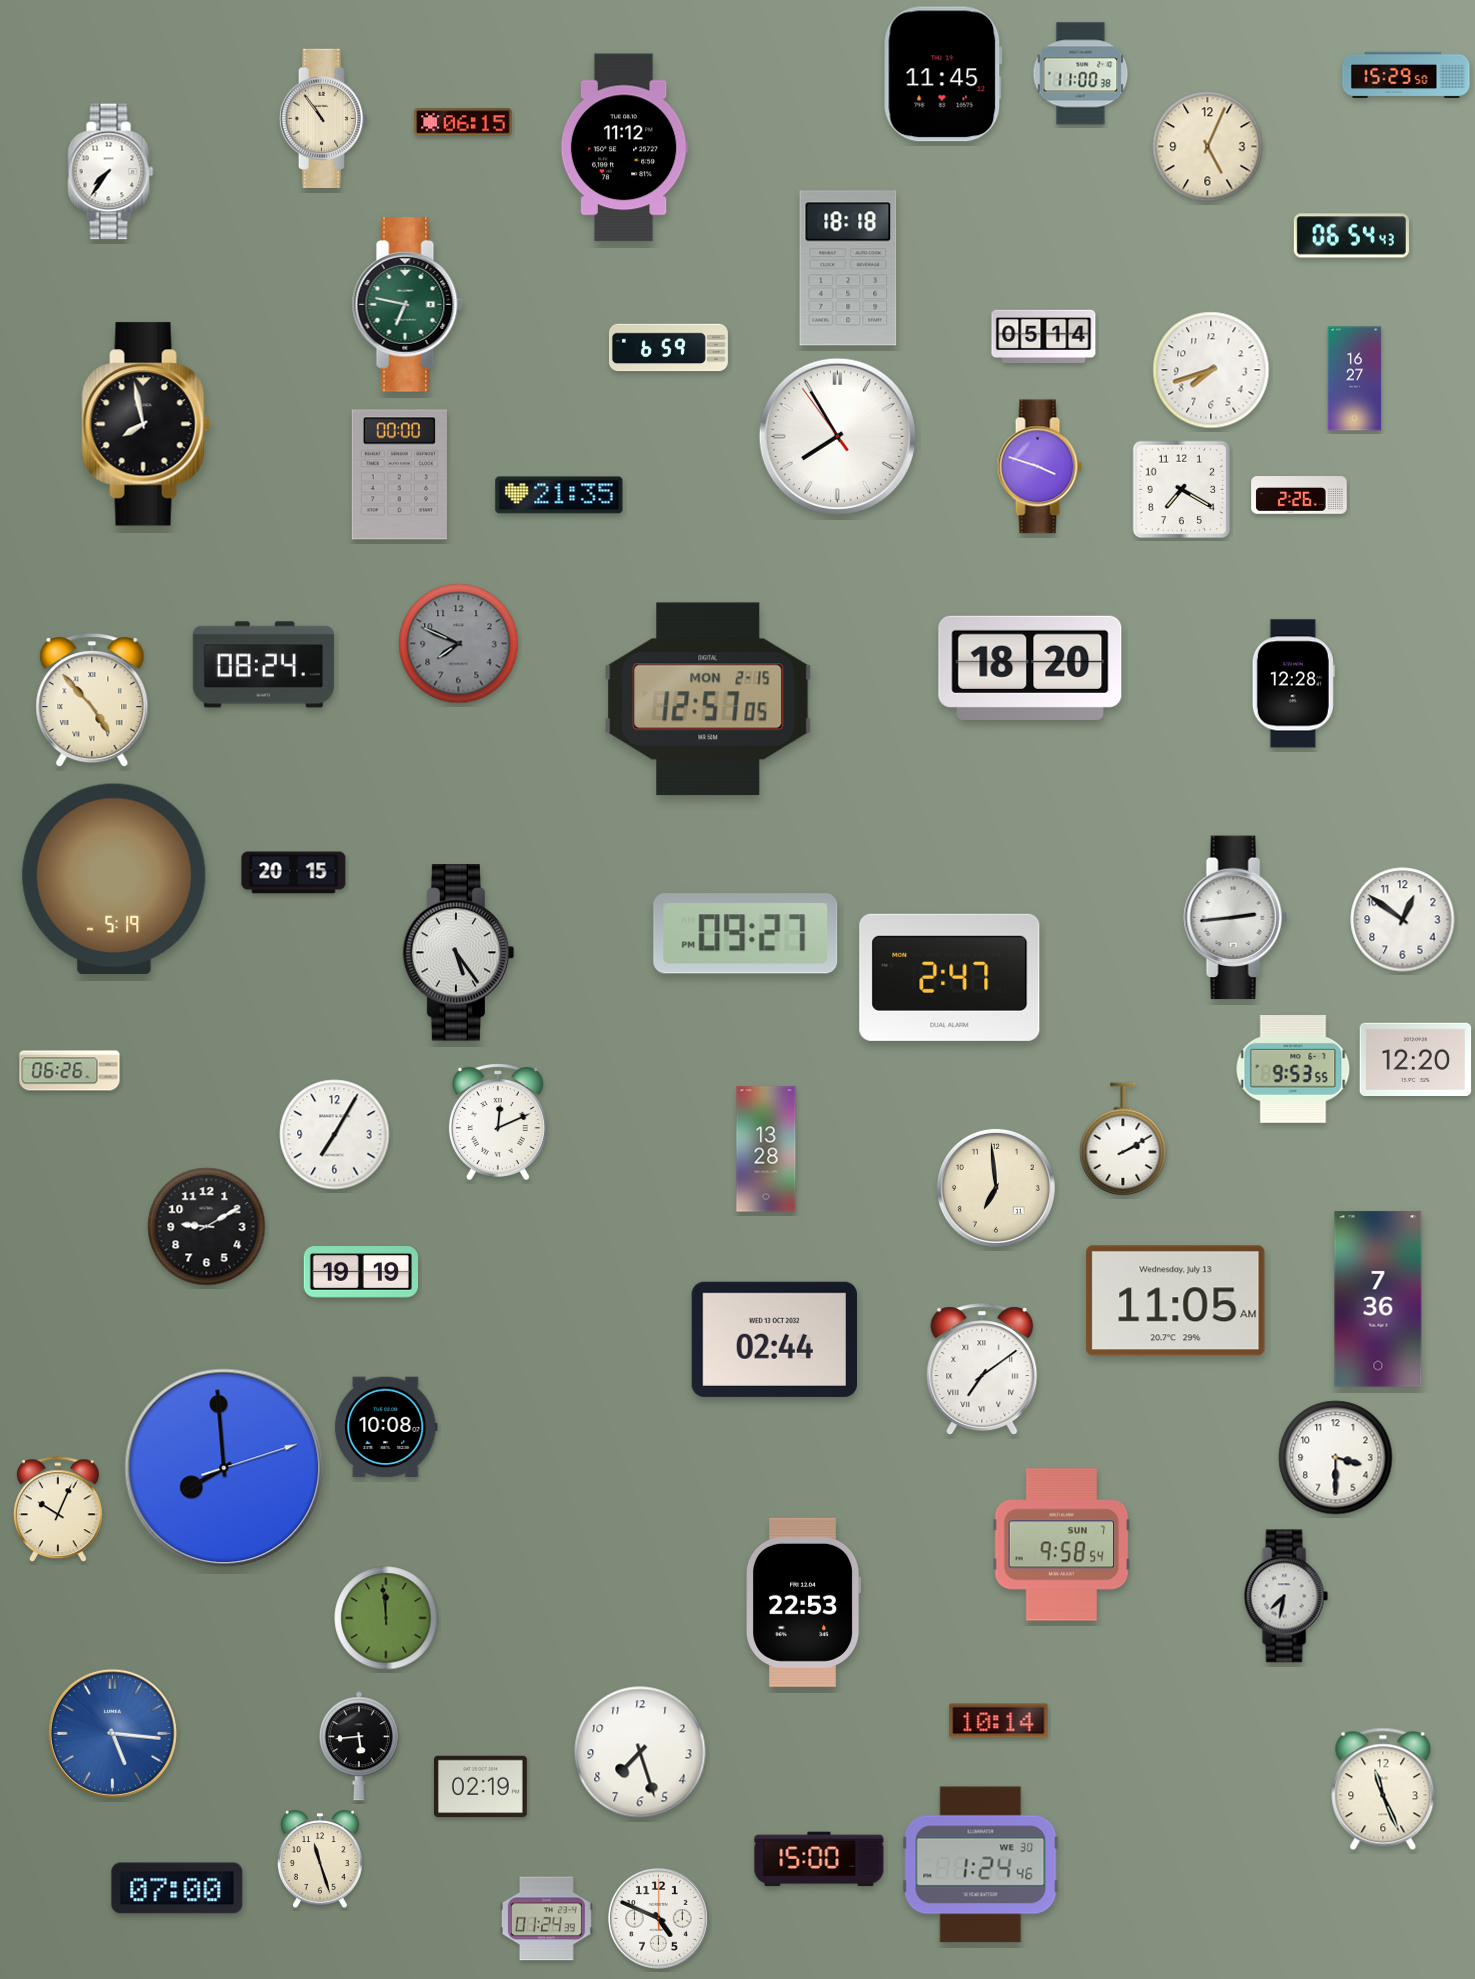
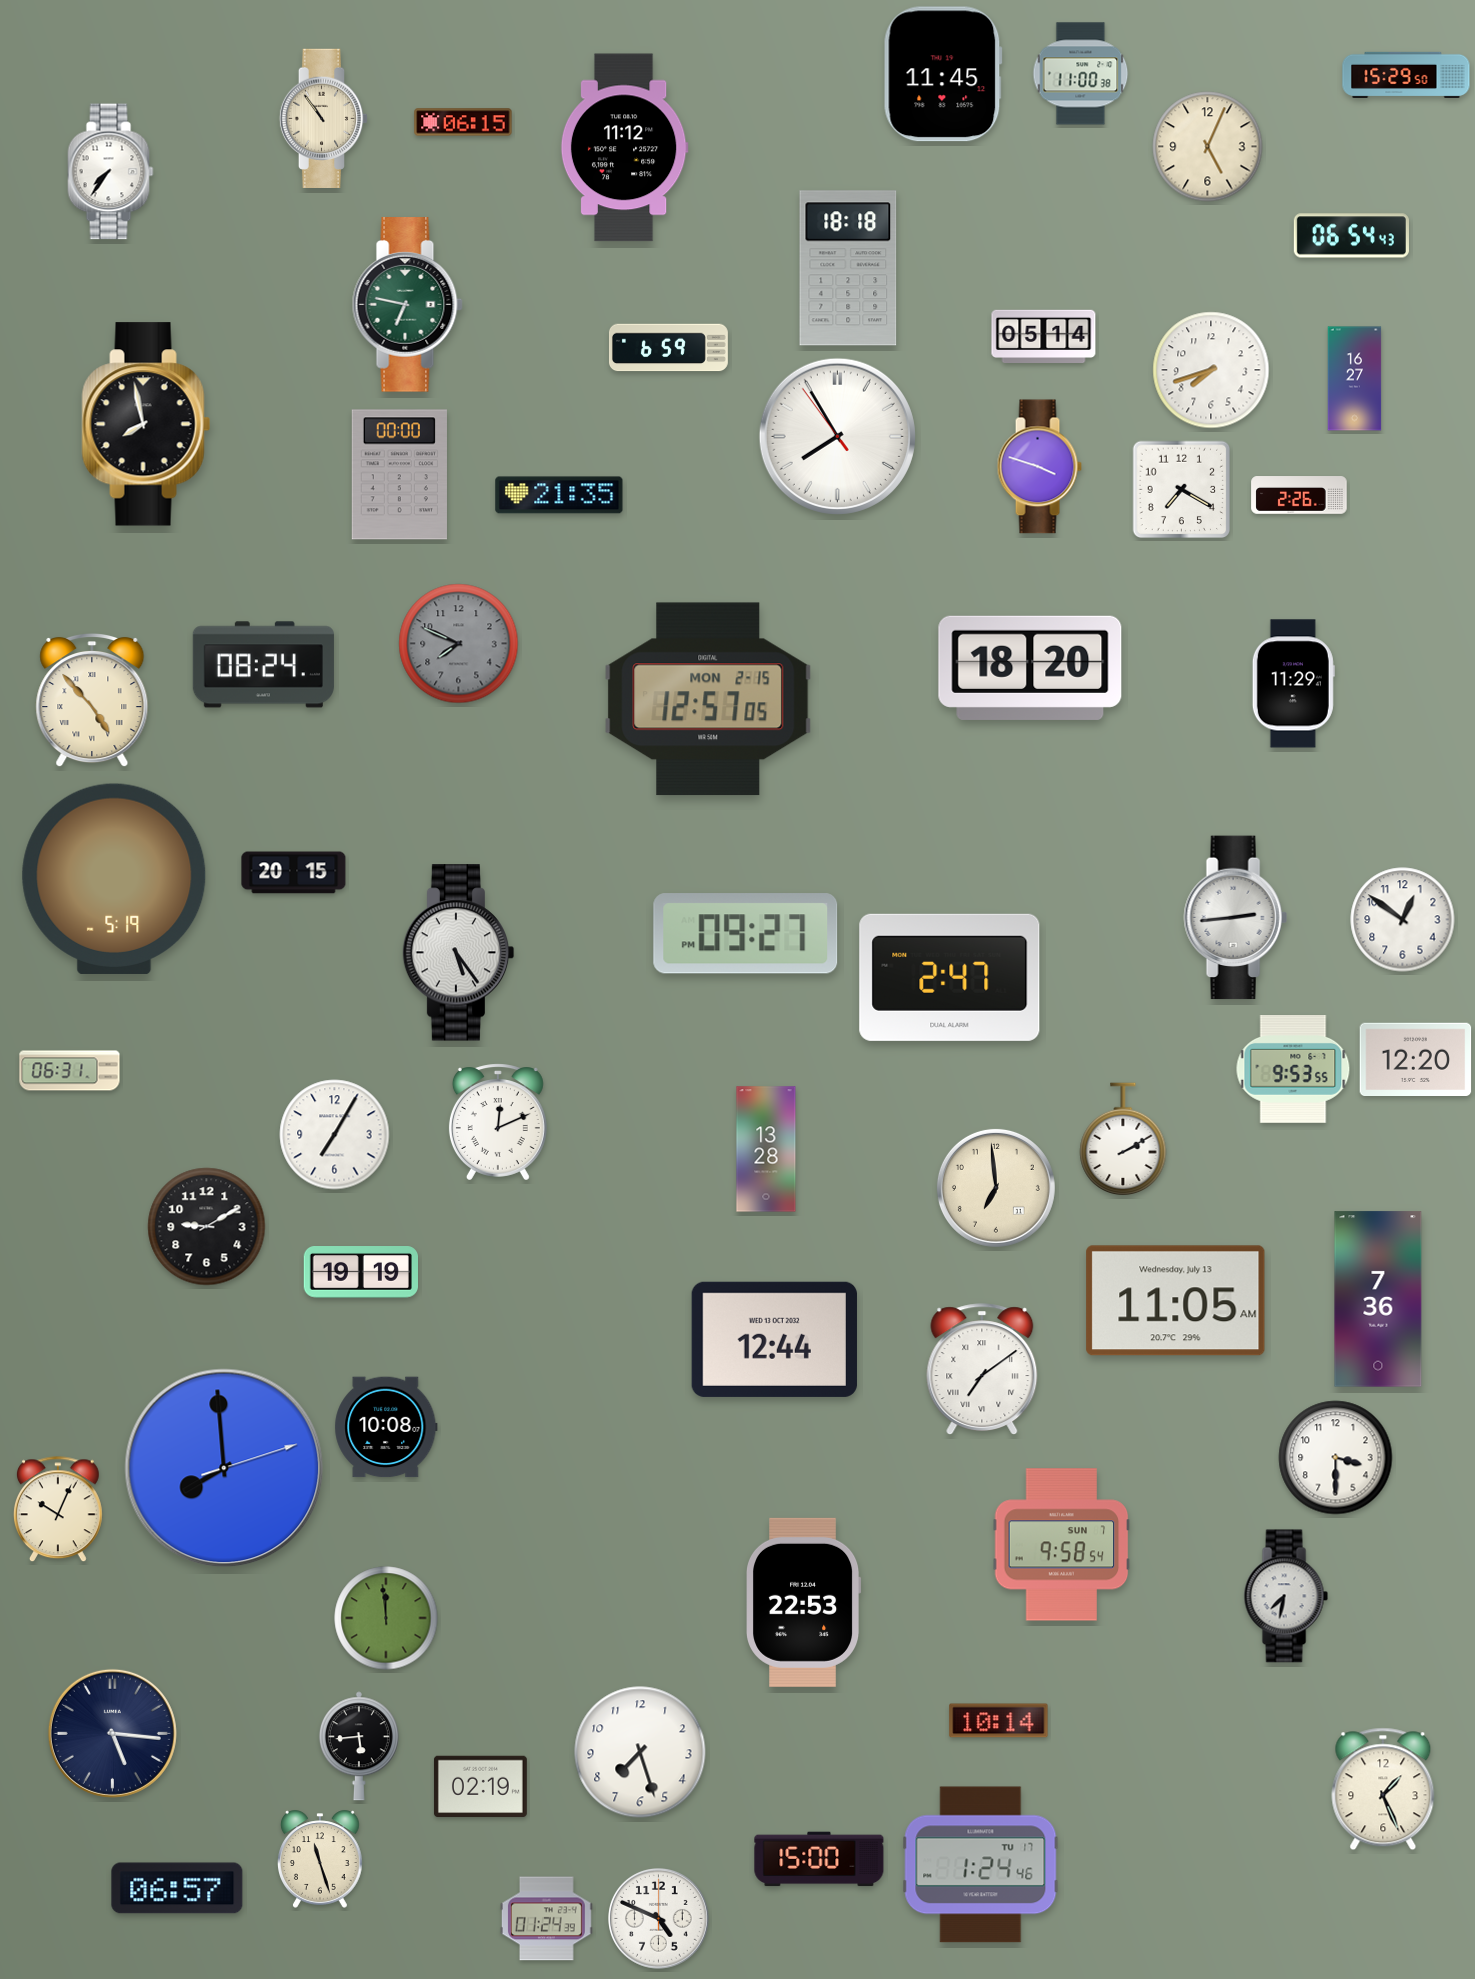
clock at (1293, 684): 12:28 -> 11:29
clock at (70, 1071): 06:26 -> 06:31
clock at (774, 1339): 02:44 -> 12:44
clock at (112, 1733) dial: blue -> navy
clock at (1383, 1789): 11:26 -> 1:26
clock at (981, 1865) date: WE 30 -> TU 17
clock at (177, 1888): 07:00 -> 06:57
